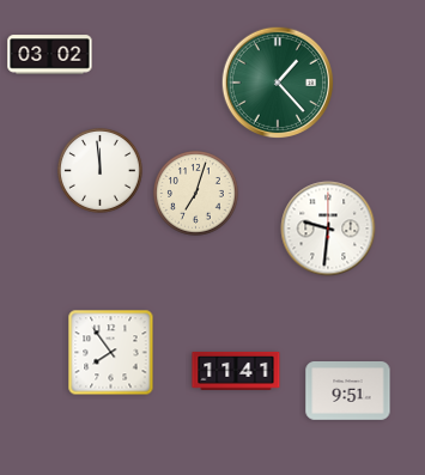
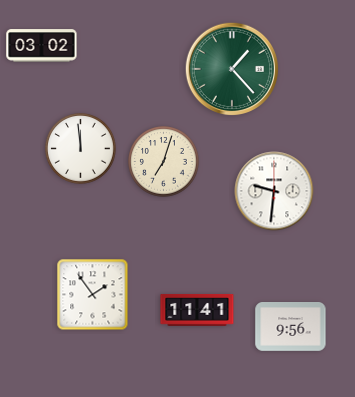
clock at (101, 171) position: (101, 171) -> (81, 149)
clock at (111, 353): 7:54 -> 1:54
clock at (348, 391): 9:51 -> 9:56
